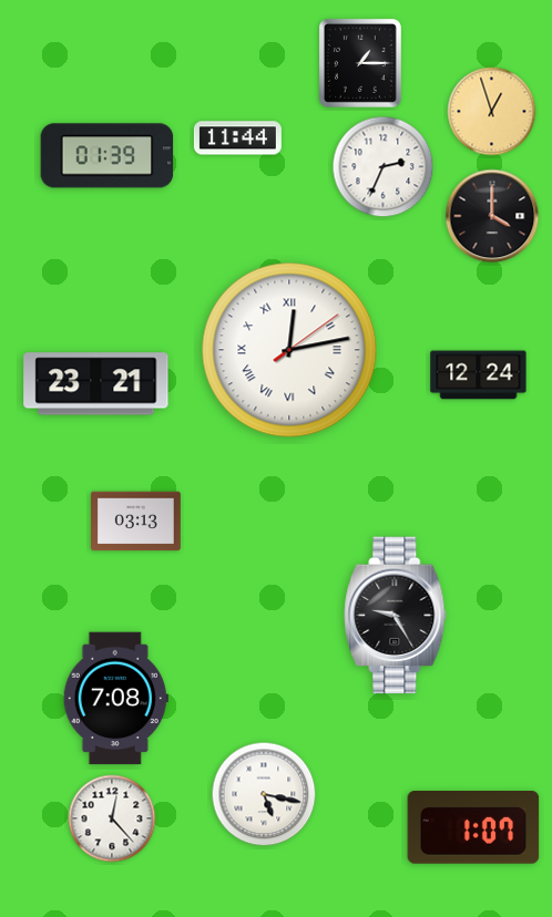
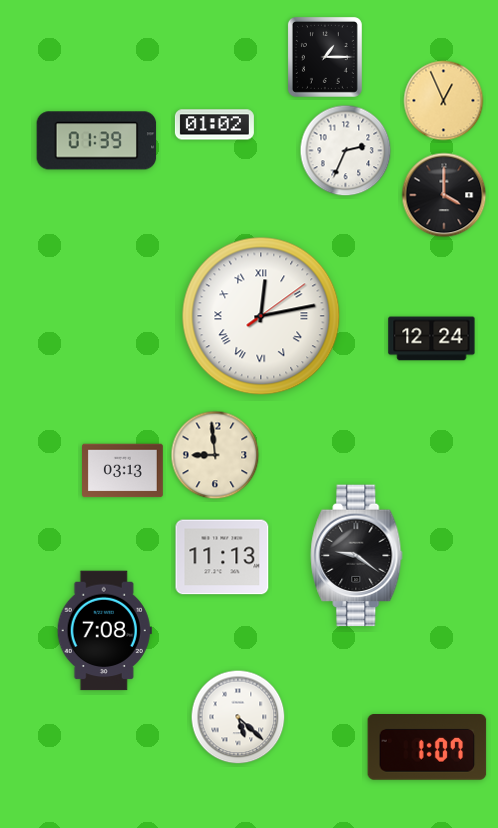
clock at (492, 112): 12:57 -> 12:56
clock at (237, 138): 11:44 -> 01:02
clock at (96, 384): 23:21 -> none
clock at (215, 455): none -> 8:59
clock at (396, 616): 9:25 -> 9:21
clock at (222, 557): none -> 11:13
clock at (264, 794): 5:17 -> 5:22
clock at (112, 818): 12:23 -> none
